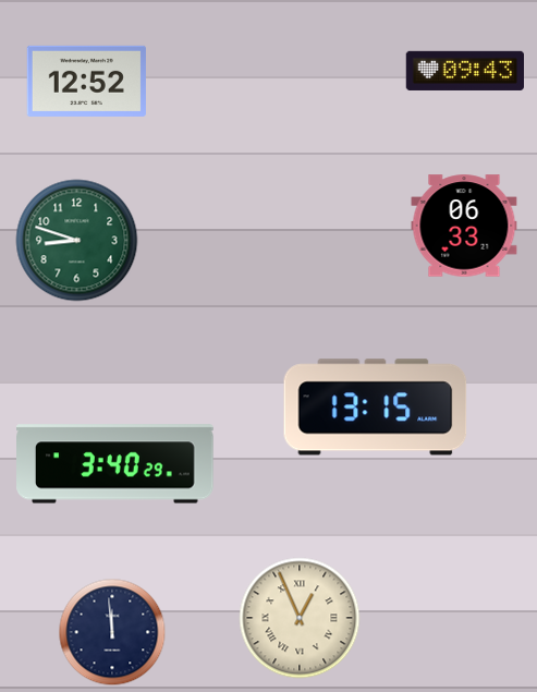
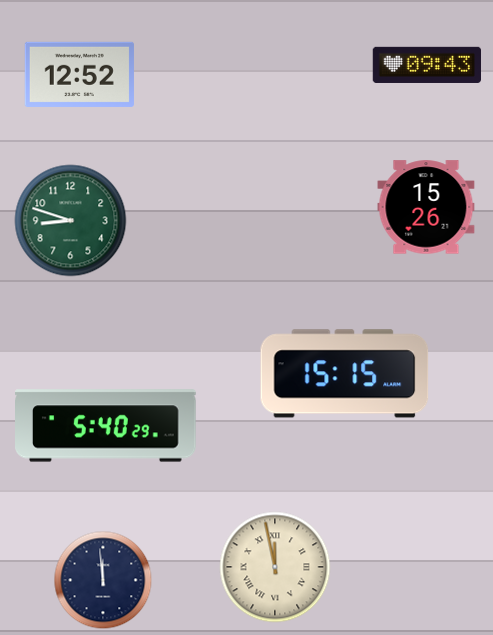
clock at (464, 226): 06:33 -> 15:26
clock at (376, 408): 13:15 -> 15:15
clock at (115, 464): 3:40 -> 5:40
clock at (300, 618): 12:56 -> 11:58
